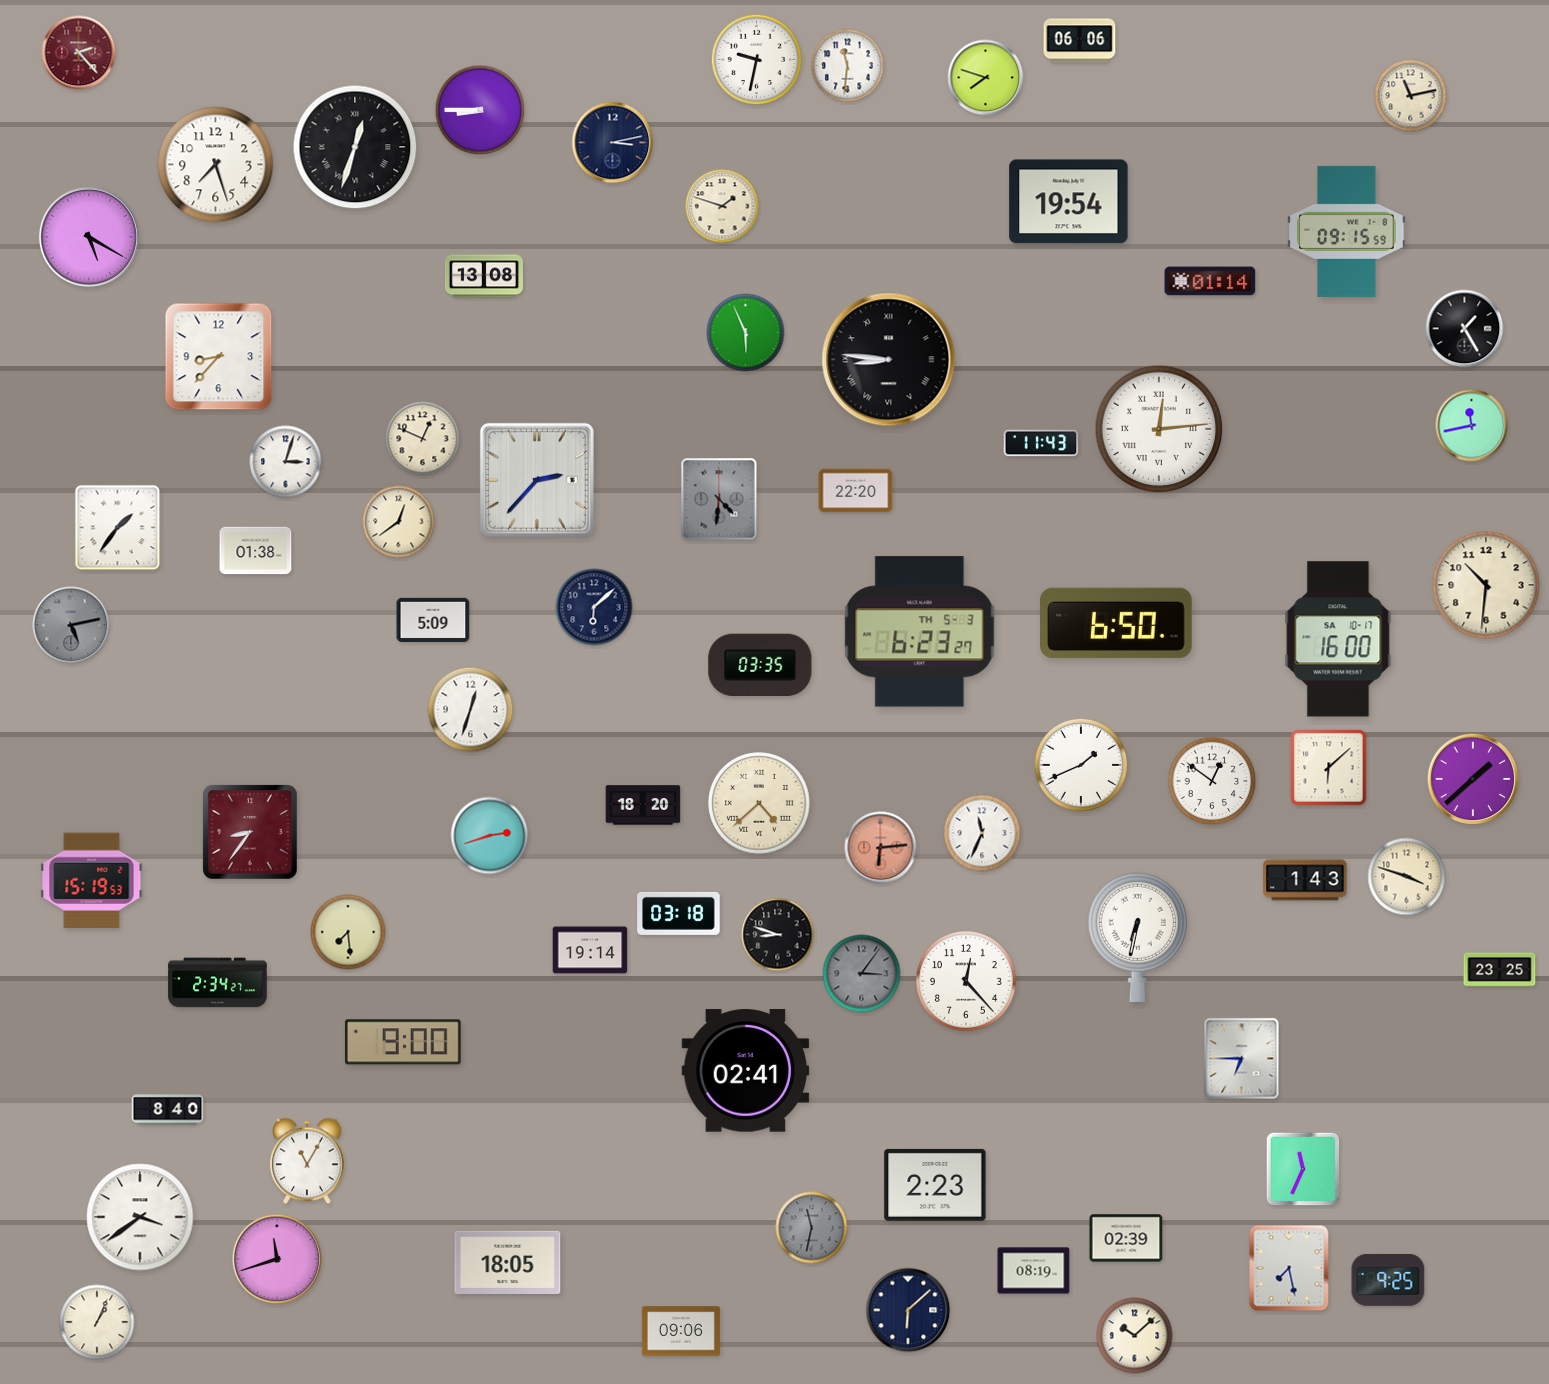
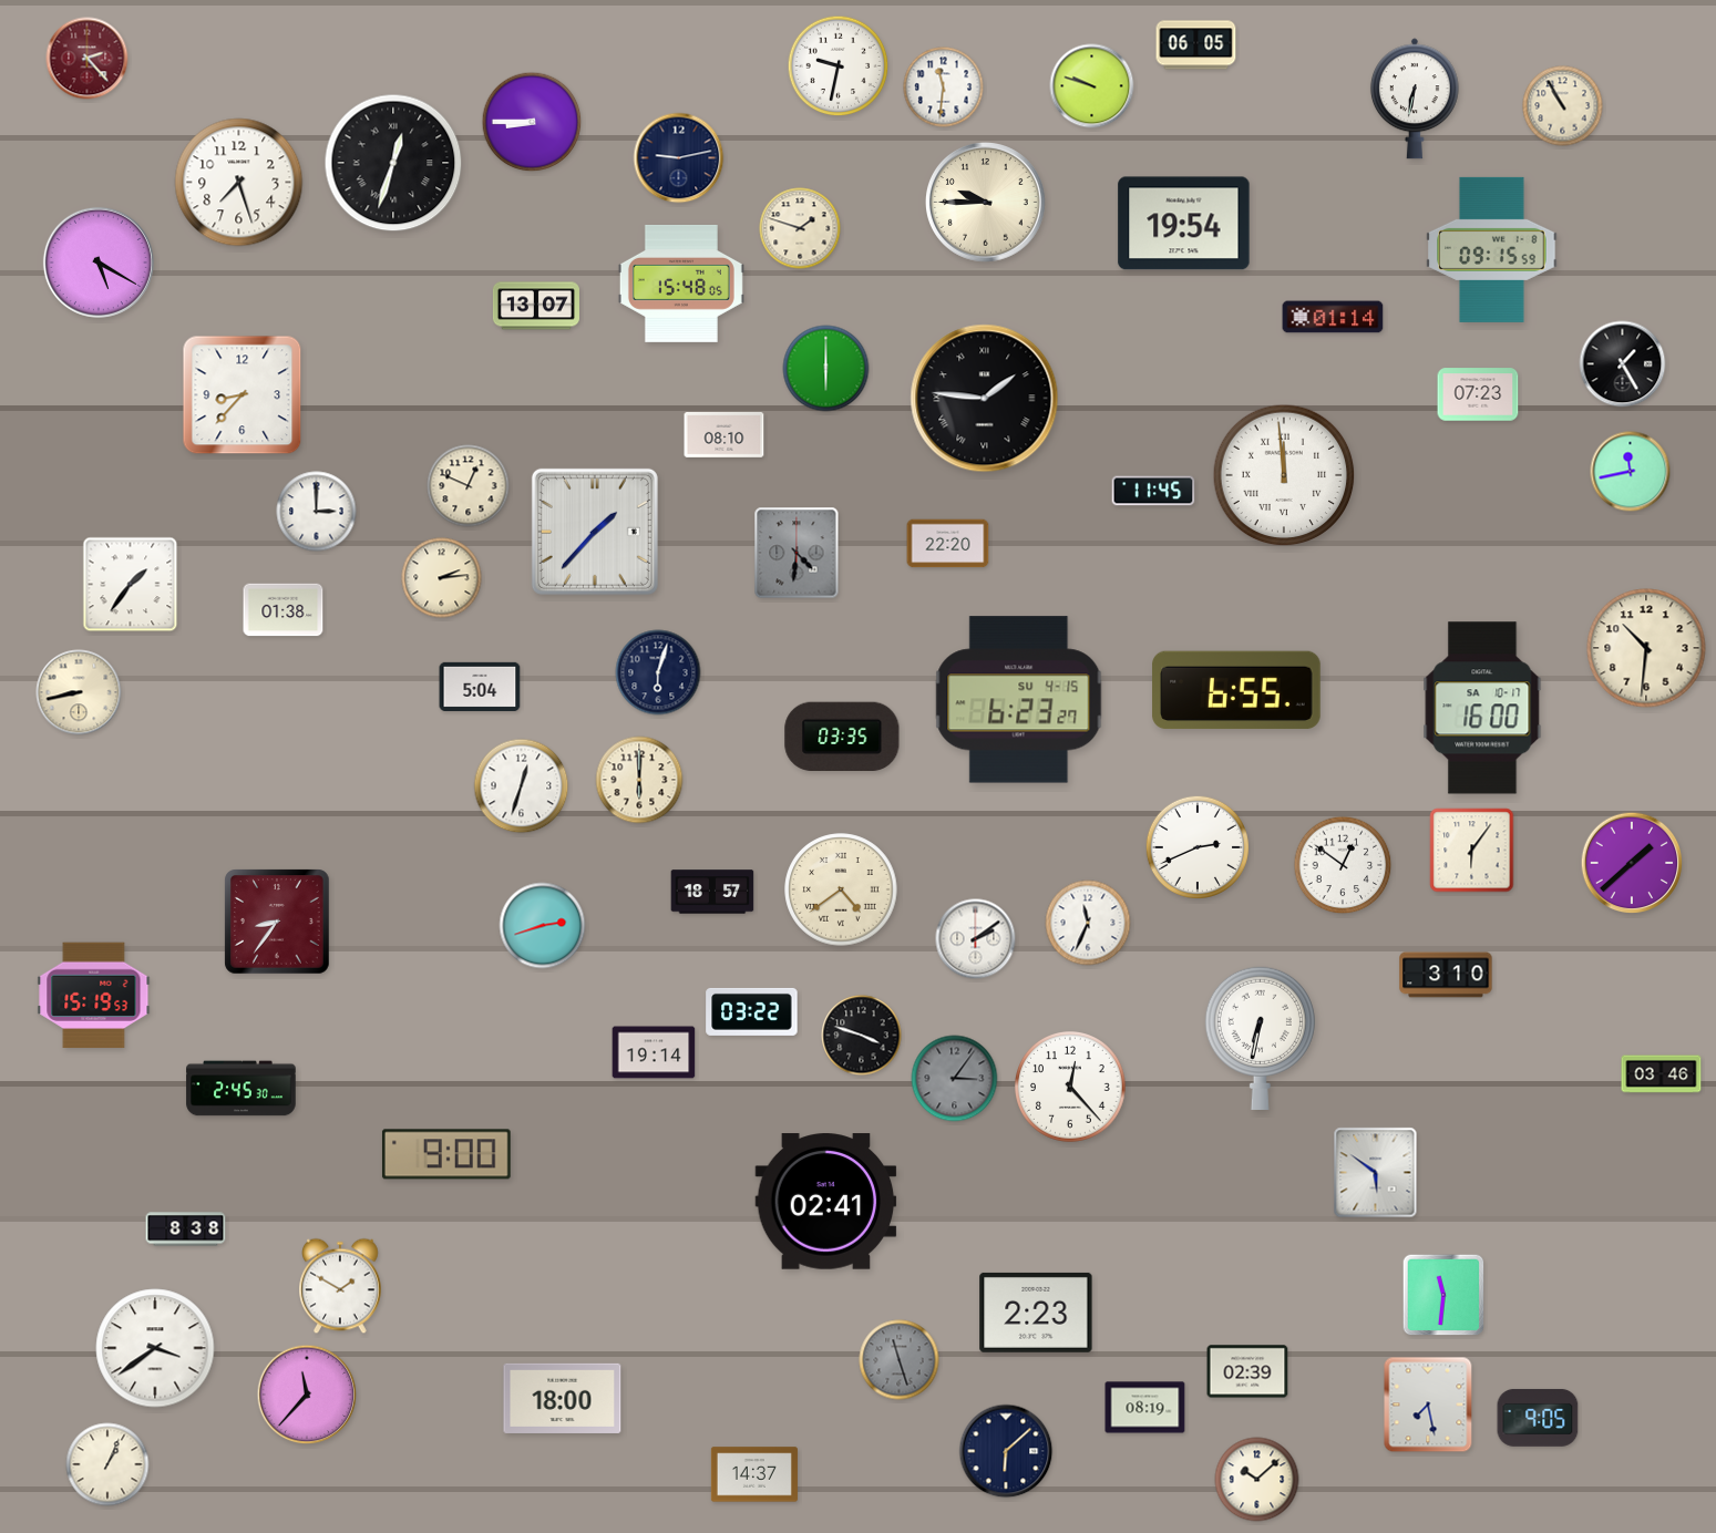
clock at (1080, 41): 06:06 -> 06:05
clock at (848, 66) position: (848, 66) -> (944, 88)
clock at (986, 78): 7:48 -> 9:48
clock at (1415, 99): none -> 6:32
clock at (1411, 96): 11:13 -> 10:55
clock at (613, 143): 3:13 -> 9:13
clock at (986, 203): none -> 9:45
clock at (1347, 231) position: (1347, 231) -> (1492, 249)
clock at (681, 284): none -> 15:48
clock at (484, 276): 13:08 -> 13:07
clock at (1210, 281) position: (1210, 281) -> (1333, 317)
clock at (746, 333): 5:56 -> 6:00
clock at (1478, 394): none -> 07:23
clock at (889, 360): 8:46 -> 1:46
clock at (725, 434): none -> 08:10
clock at (1159, 429): 12:14 -> 11:59
clock at (1041, 443): 11:43 -> 11:45
clock at (286, 462): 3:03 -> 3:00
clock at (537, 480): 2:37 -> 1:37
clock at (399, 522): 12:39 -> 2:14
clock at (594, 607): 6:08 -> 6:03
clock at (433, 619): 5:09 -> 5:04
clock at (1116, 623): 6:50 -> 6:55
clock at (71, 625): 5:13 -> 8:43
clock at (71, 625) dial: grey -> cream
clock at (920, 632) date: TH 5-3 -> SU 4-15
clock at (639, 780): none -> 6:00
clock at (1080, 764): 1:41 -> 2:41
clock at (1329, 768): 6:08 -> 6:06
clock at (759, 803): 4:38 -> 4:39
clock at (643, 805): 18:20 -> 18:57
clock at (881, 848): 6:14 -> 2:09
clock at (881, 848) dial: salmon -> white
clock at (1407, 877): 3:48 -> none
clock at (1305, 880): 1:43 -> 3:10
clock at (92, 881) position: (92, 881) -> (94, 996)
clock at (679, 913): 03:18 -> 03:22
clock at (348, 932): 7:29 -> none
clock at (778, 935): 8:48 -> 3:48
clock at (1500, 970): 23:25 -> 03:46
clock at (218, 983): 2:34 -> 2:45
clock at (1242, 1059): 6:45 -> 5:51
clock at (746, 1071) position: (746, 1071) -> (826, 1202)
clock at (168, 1110): 8:40 -> 8:38
clock at (307, 1161): 11:05 -> 1:50
clock at (1303, 1169): 11:34 -> 11:31
clock at (812, 1228): 11:32 -> 11:27
clock at (277, 1259): 11:42 -> 11:37
clock at (508, 1262): 18:05 -> 18:00
clock at (1388, 1280): 9:25 -> 9:05
clock at (681, 1331): 09:06 -> 14:37
